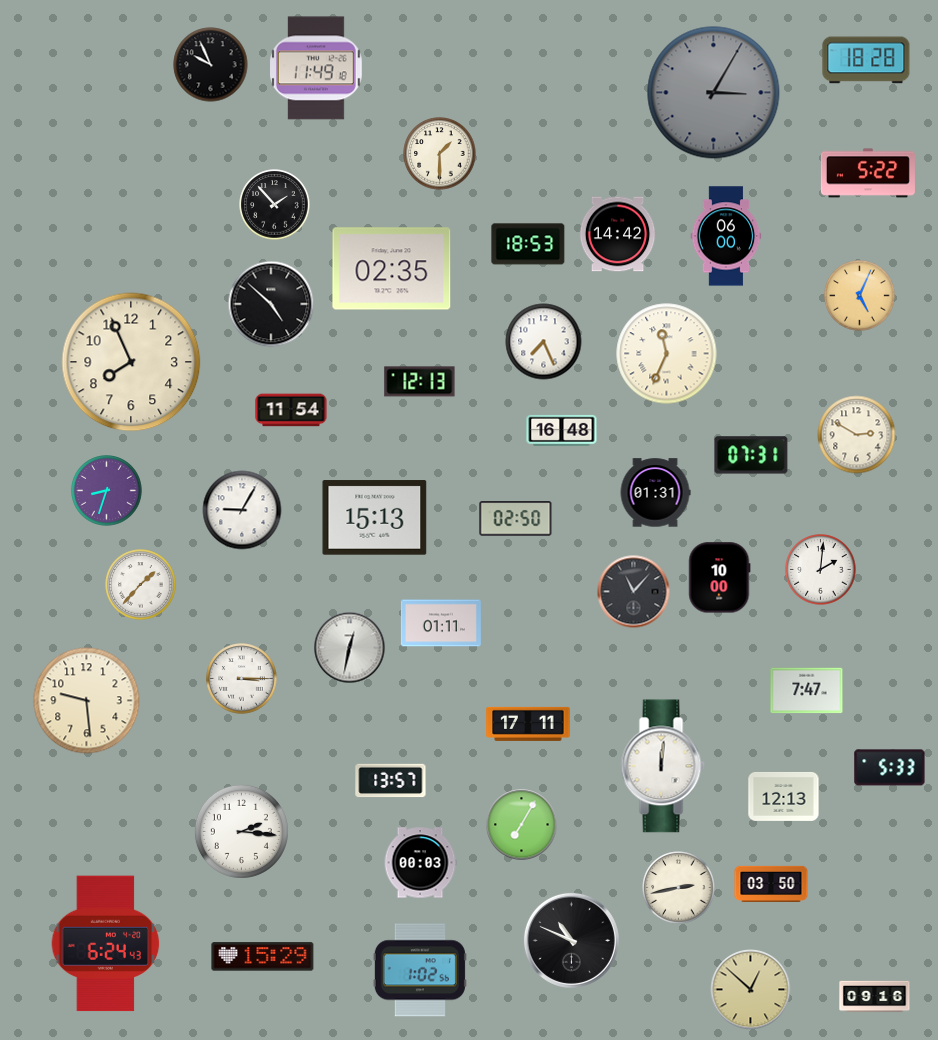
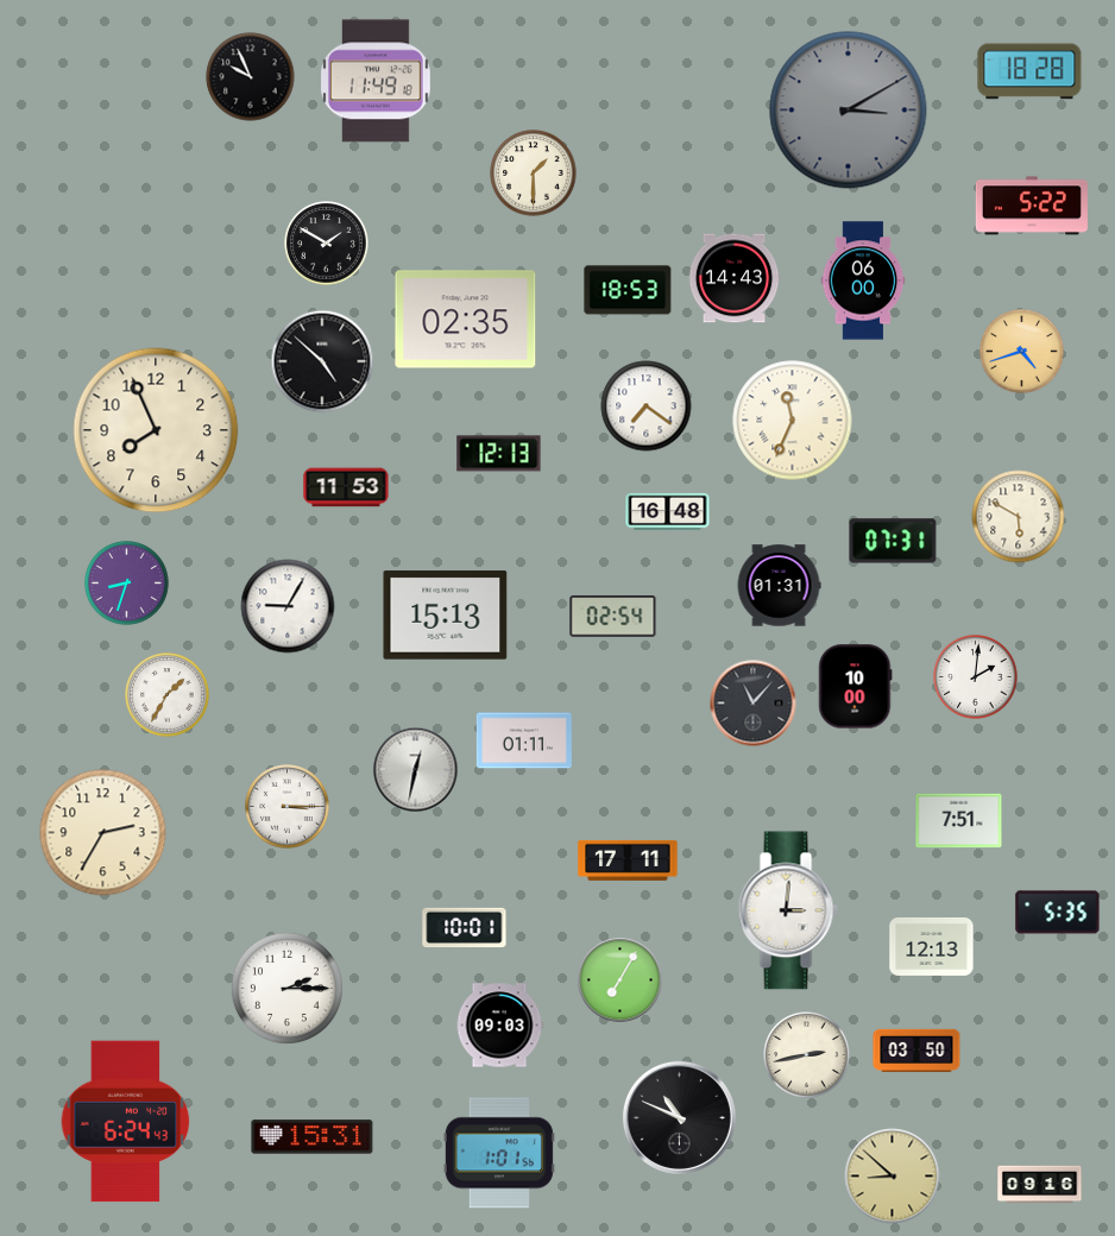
clock at (714, 93): 3:05 -> 3:10
clock at (440, 154) position: (440, 154) -> (534, 174)
clock at (275, 205): 1:53 -> 1:50
clock at (618, 234): 14:42 -> 14:43
clock at (860, 296): 5:04 -> 4:42
clock at (544, 342): 7:26 -> 7:21
clock at (291, 410): 11:54 -> 11:53
clock at (857, 435): 2:50 -> 5:50
clock at (516, 519): 02:50 -> 02:54
clock at (141, 585): 1:37 -> 1:35
clock at (807, 691): 7:47 -> 7:51
clock at (87, 701): 9:29 -> 2:35
clock at (663, 766): 12:01 -> 3:01
clock at (890, 768): 5:33 -> 5:35
clock at (391, 781): 13:57 -> 10:01
clock at (241, 831): 2:16 -> 2:15
clock at (420, 863): 00:03 -> 09:03
clock at (263, 957): 15:29 -> 15:31
clock at (420, 970): 1:02 -> 1:01
clock at (751, 990): 12:52 -> 8:52
